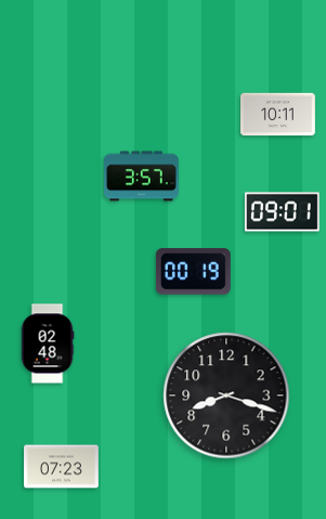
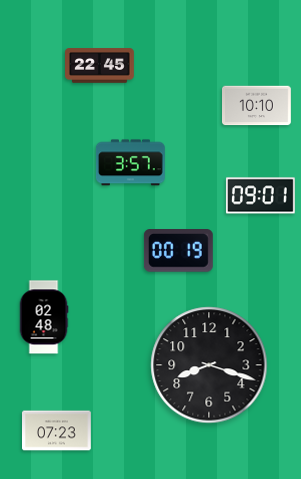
clock at (100, 66): none -> 22:45
clock at (278, 115): 10:11 -> 10:10
